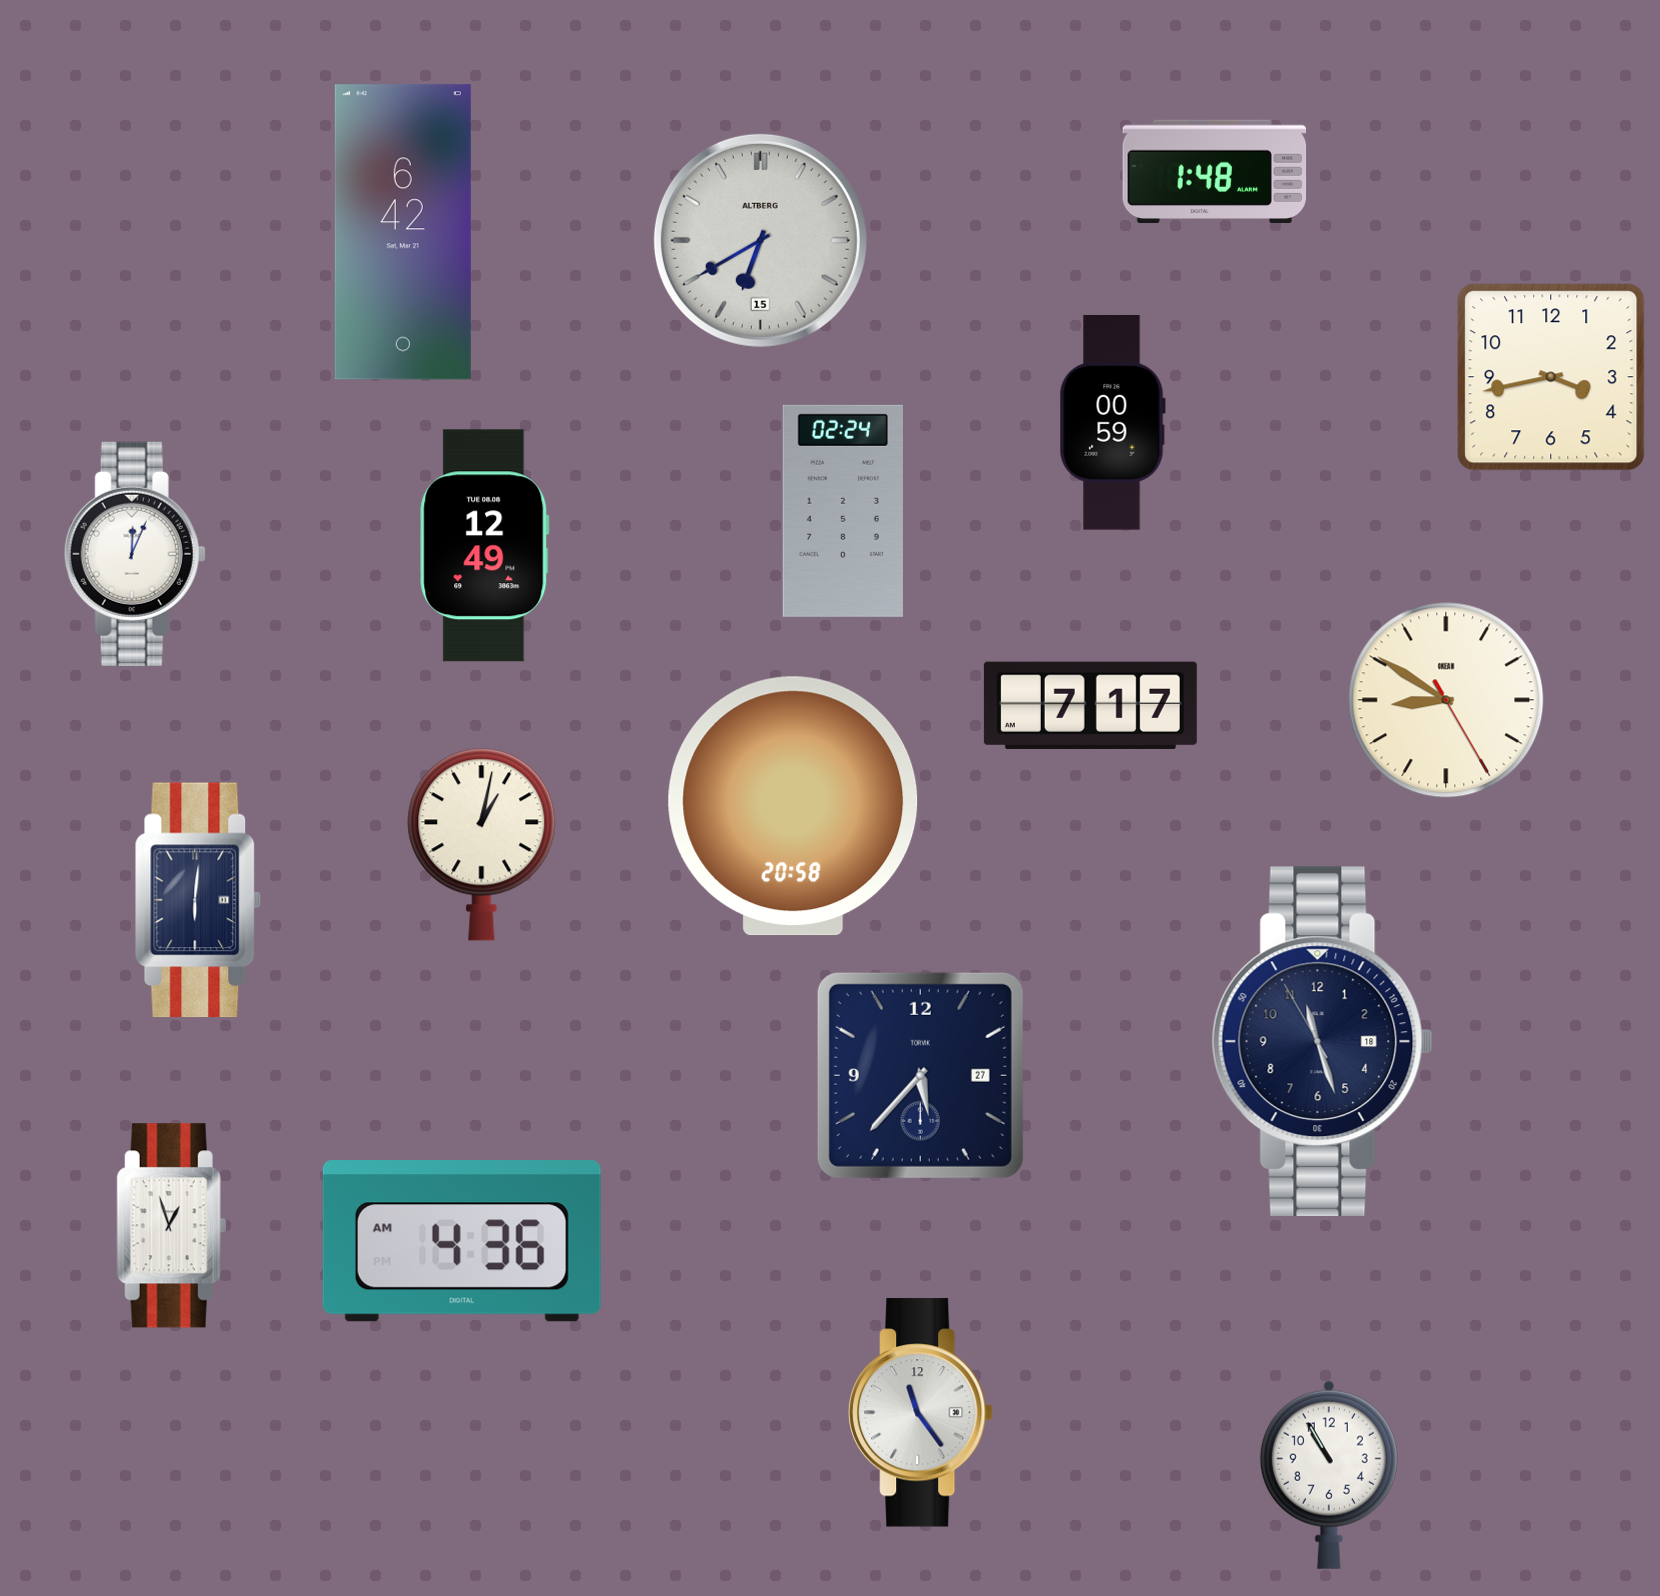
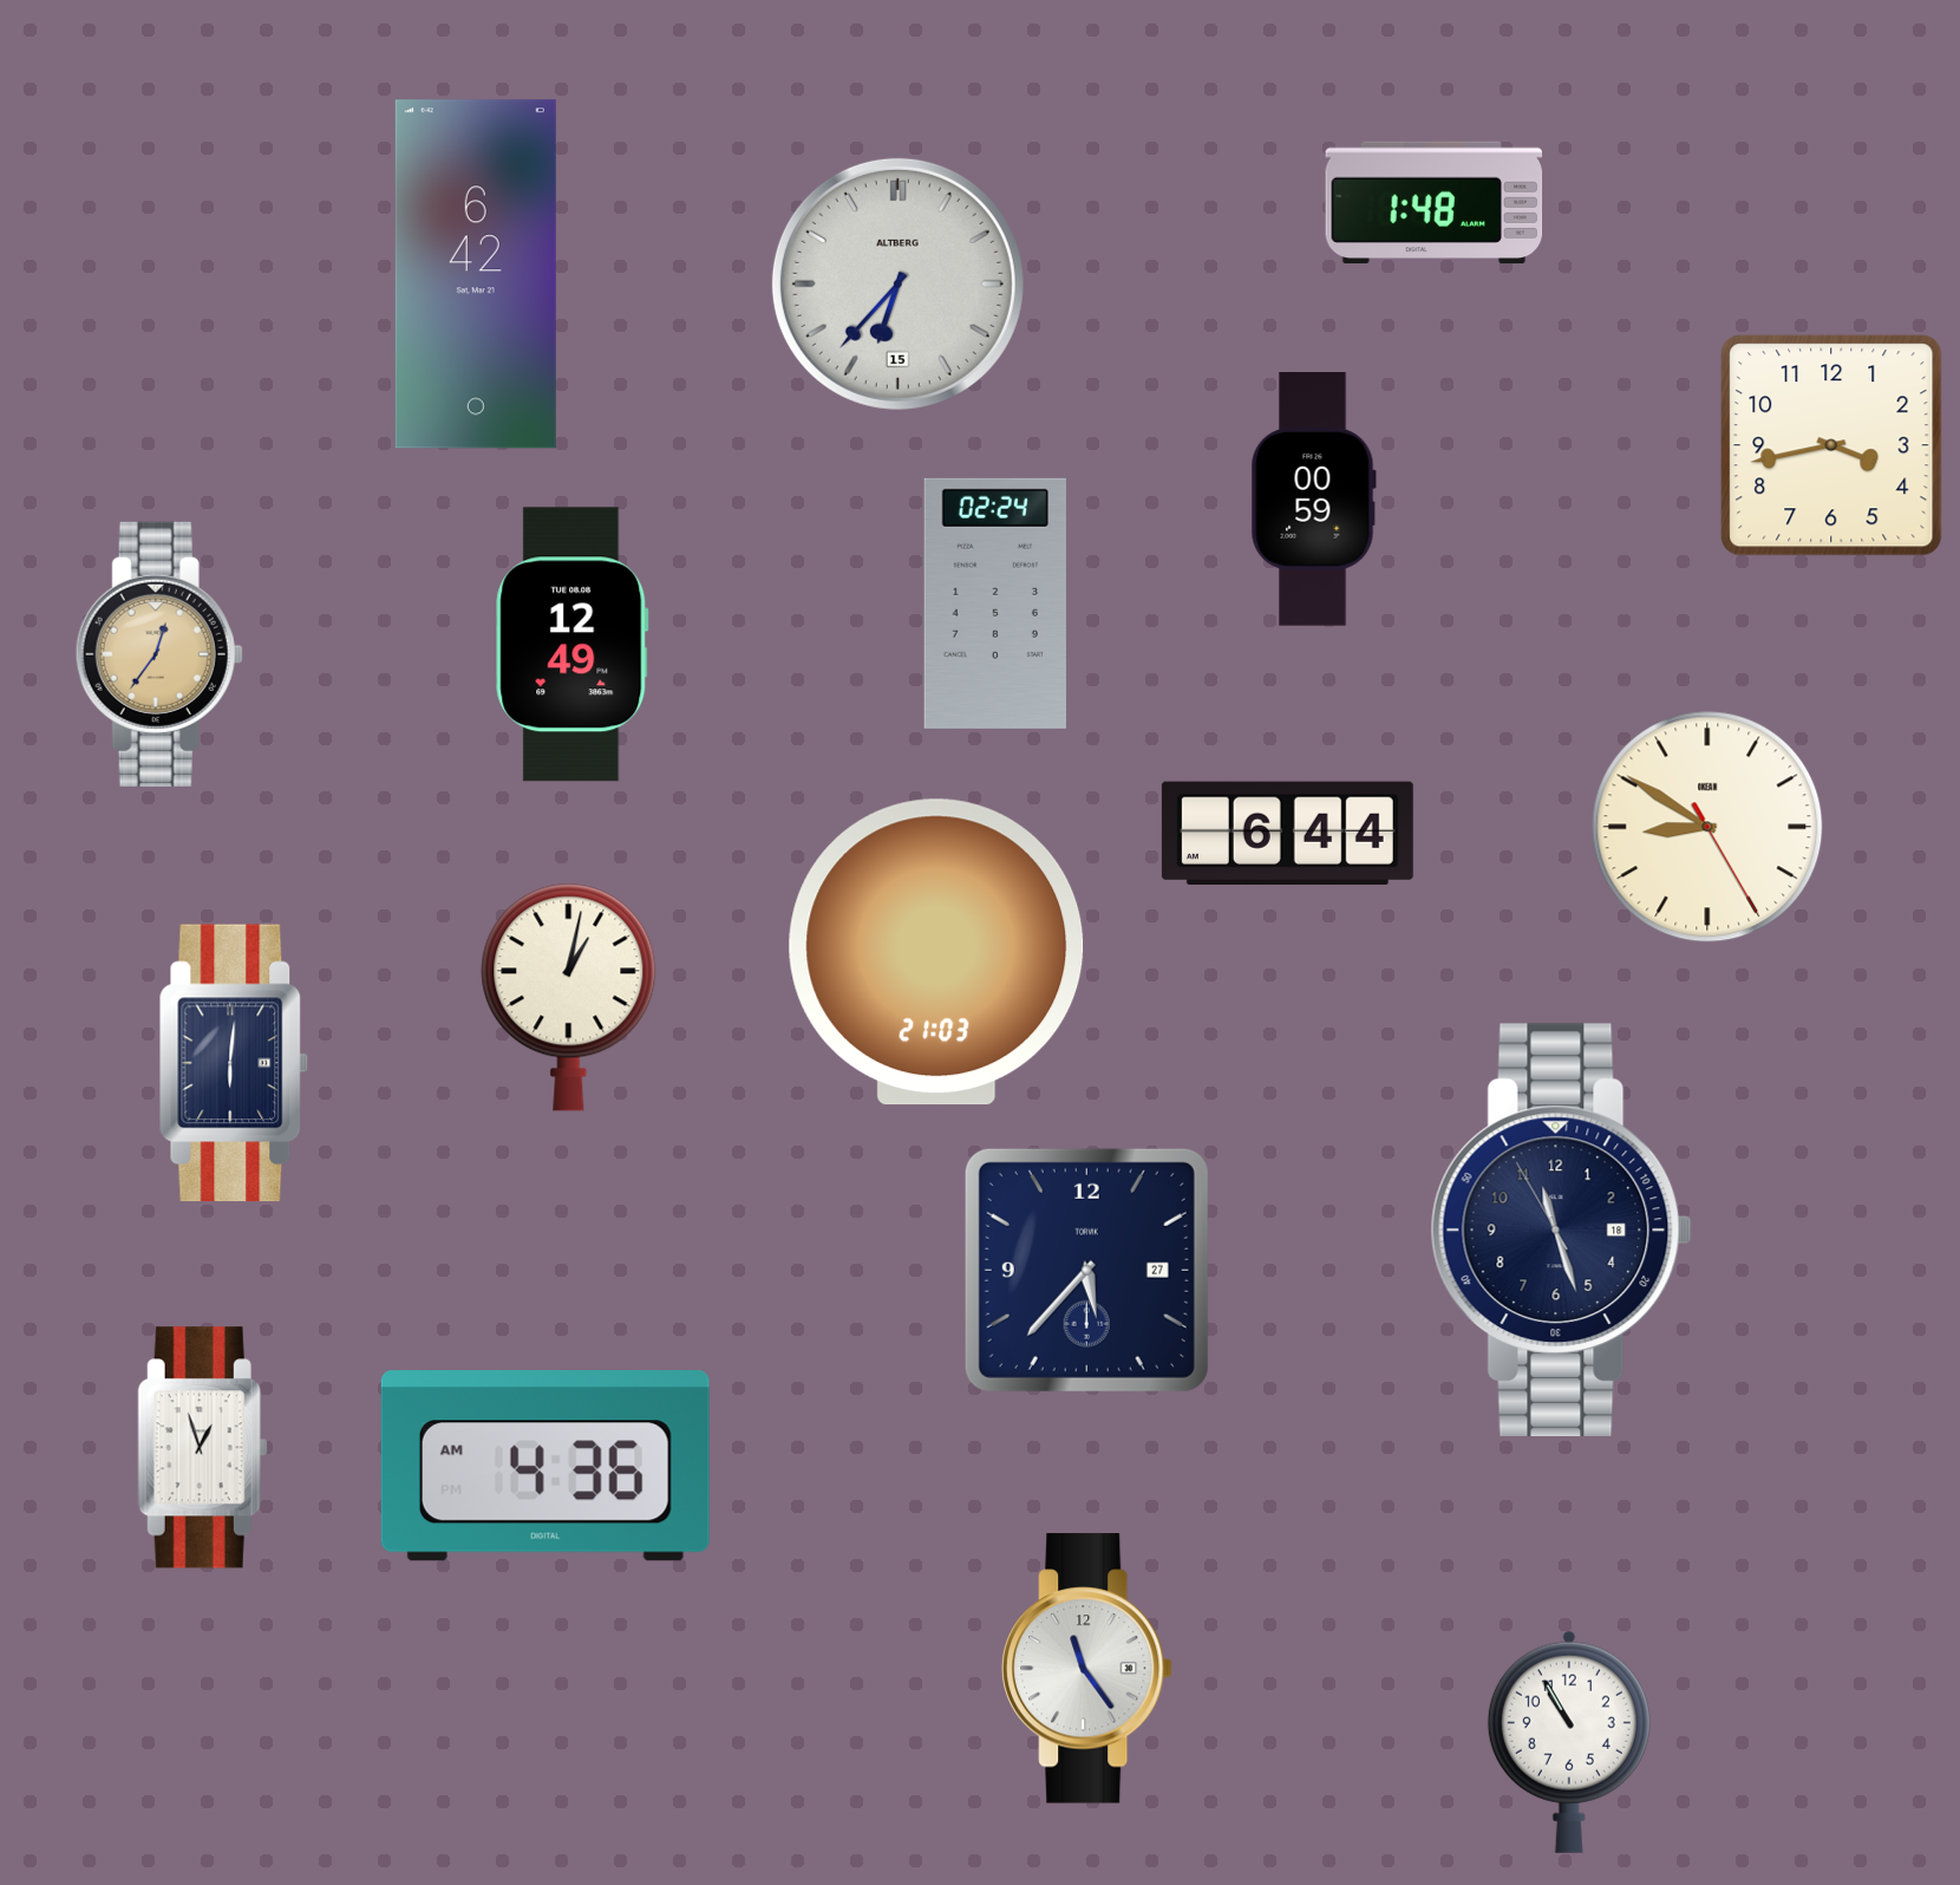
clock at (760, 240): 6:40 -> 6:37
clock at (135, 554): 12:04 -> 12:36
clock at (135, 554) dial: white -> champagne
clock at (1090, 705): 7:17 -> 6:44
clock at (793, 806): 20:58 -> 21:03
